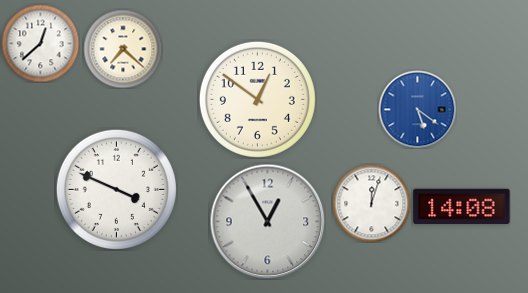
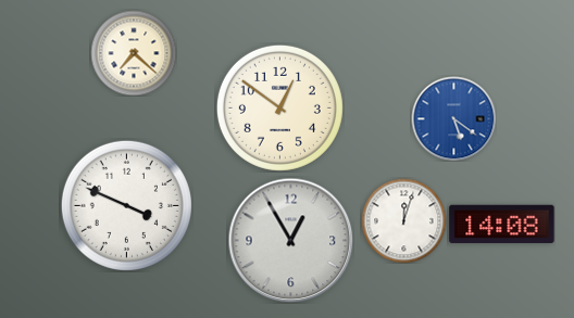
clock at (40, 43): 12:38 -> none
